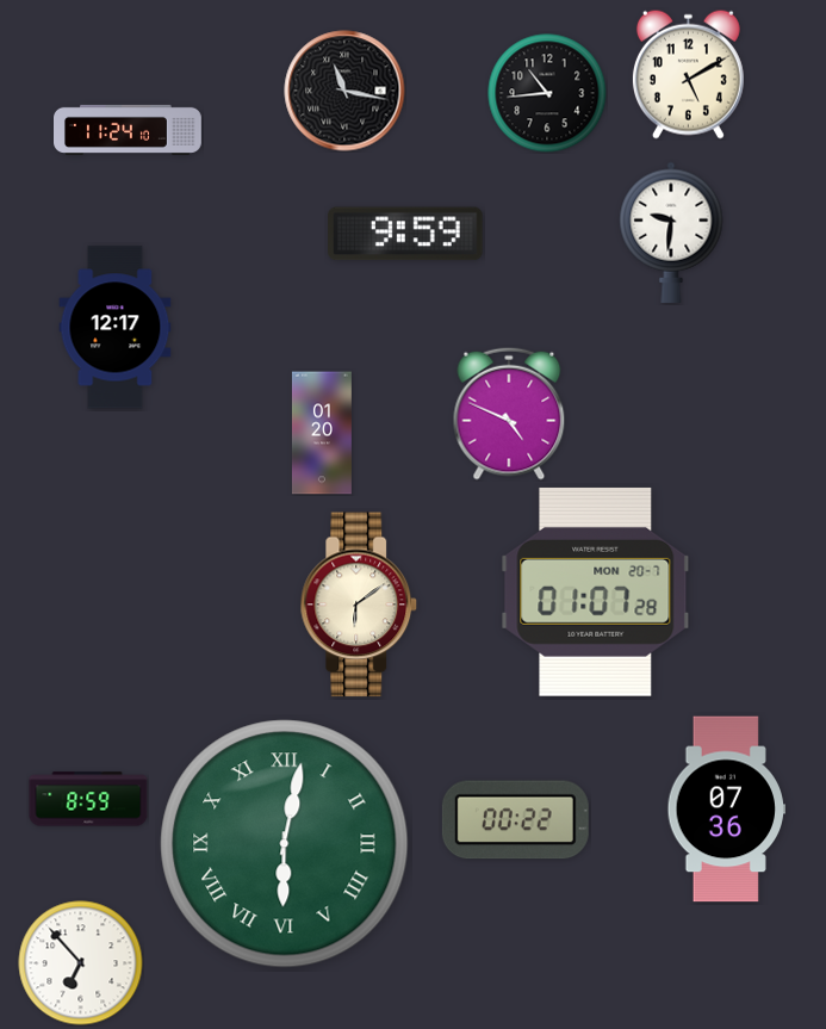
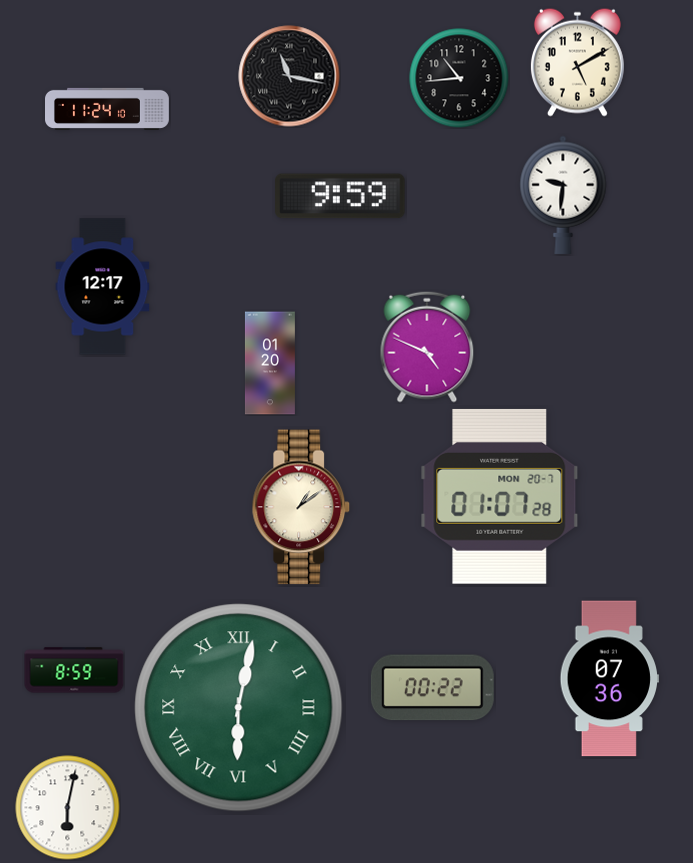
clock at (116, 328) position: (116, 328) -> (103, 287)
clock at (359, 605): 6:09 -> 1:09
clock at (81, 963): 6:53 -> 6:02
